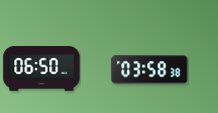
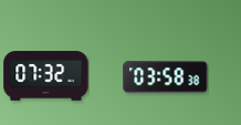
clock at (42, 69): 06:50 -> 07:32
